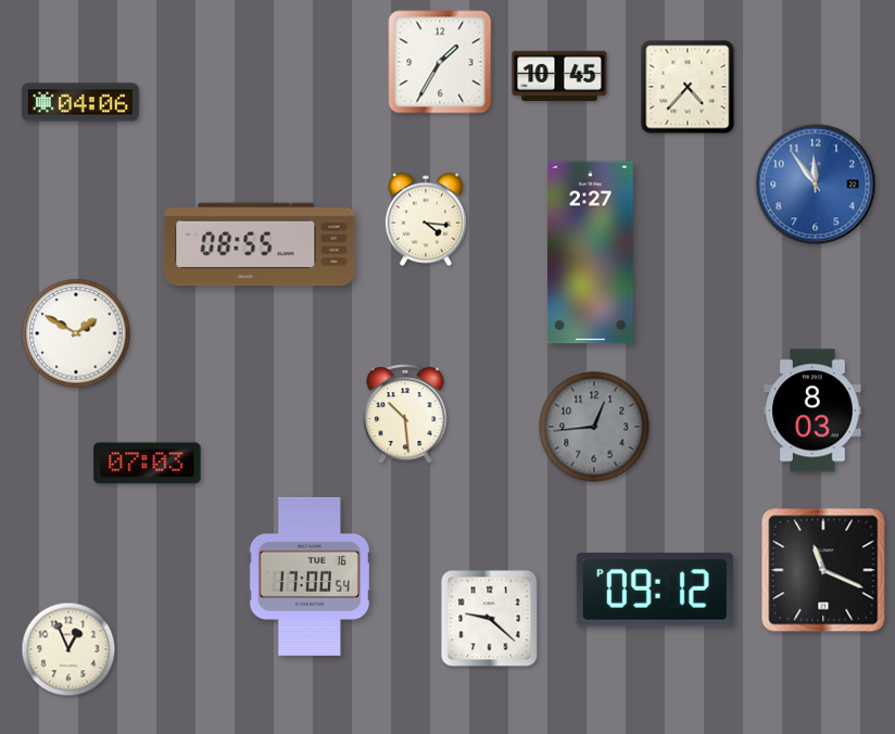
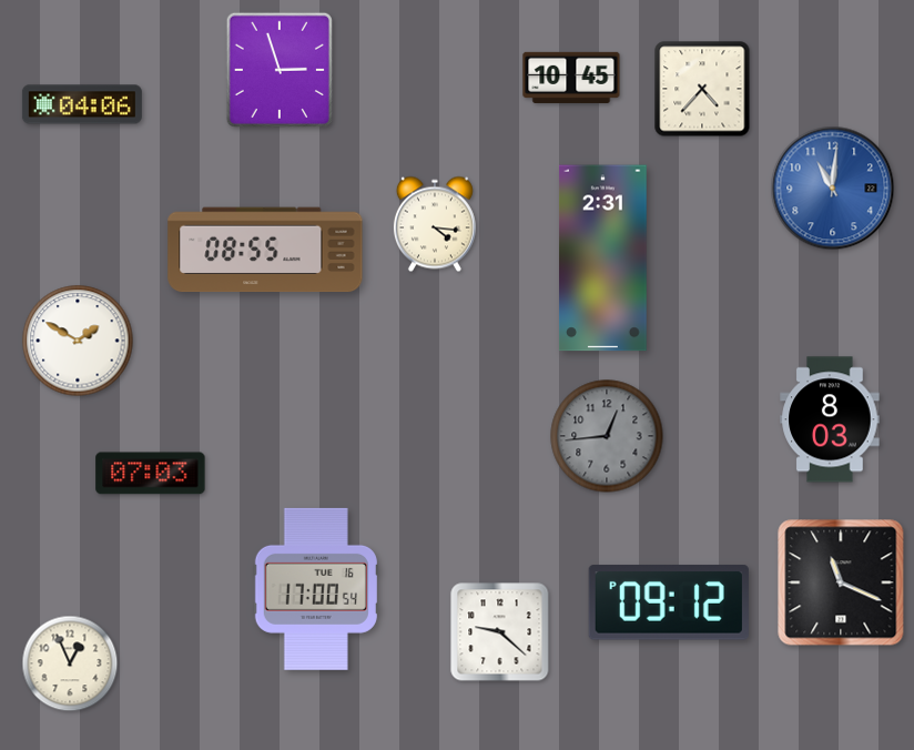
clock at (440, 62): 1:35 -> none
clock at (280, 70): none -> 2:57
clock at (816, 185): 11:54 -> 11:01
clock at (591, 253): 2:27 -> 2:31
clock at (405, 414): 10:29 -> none
